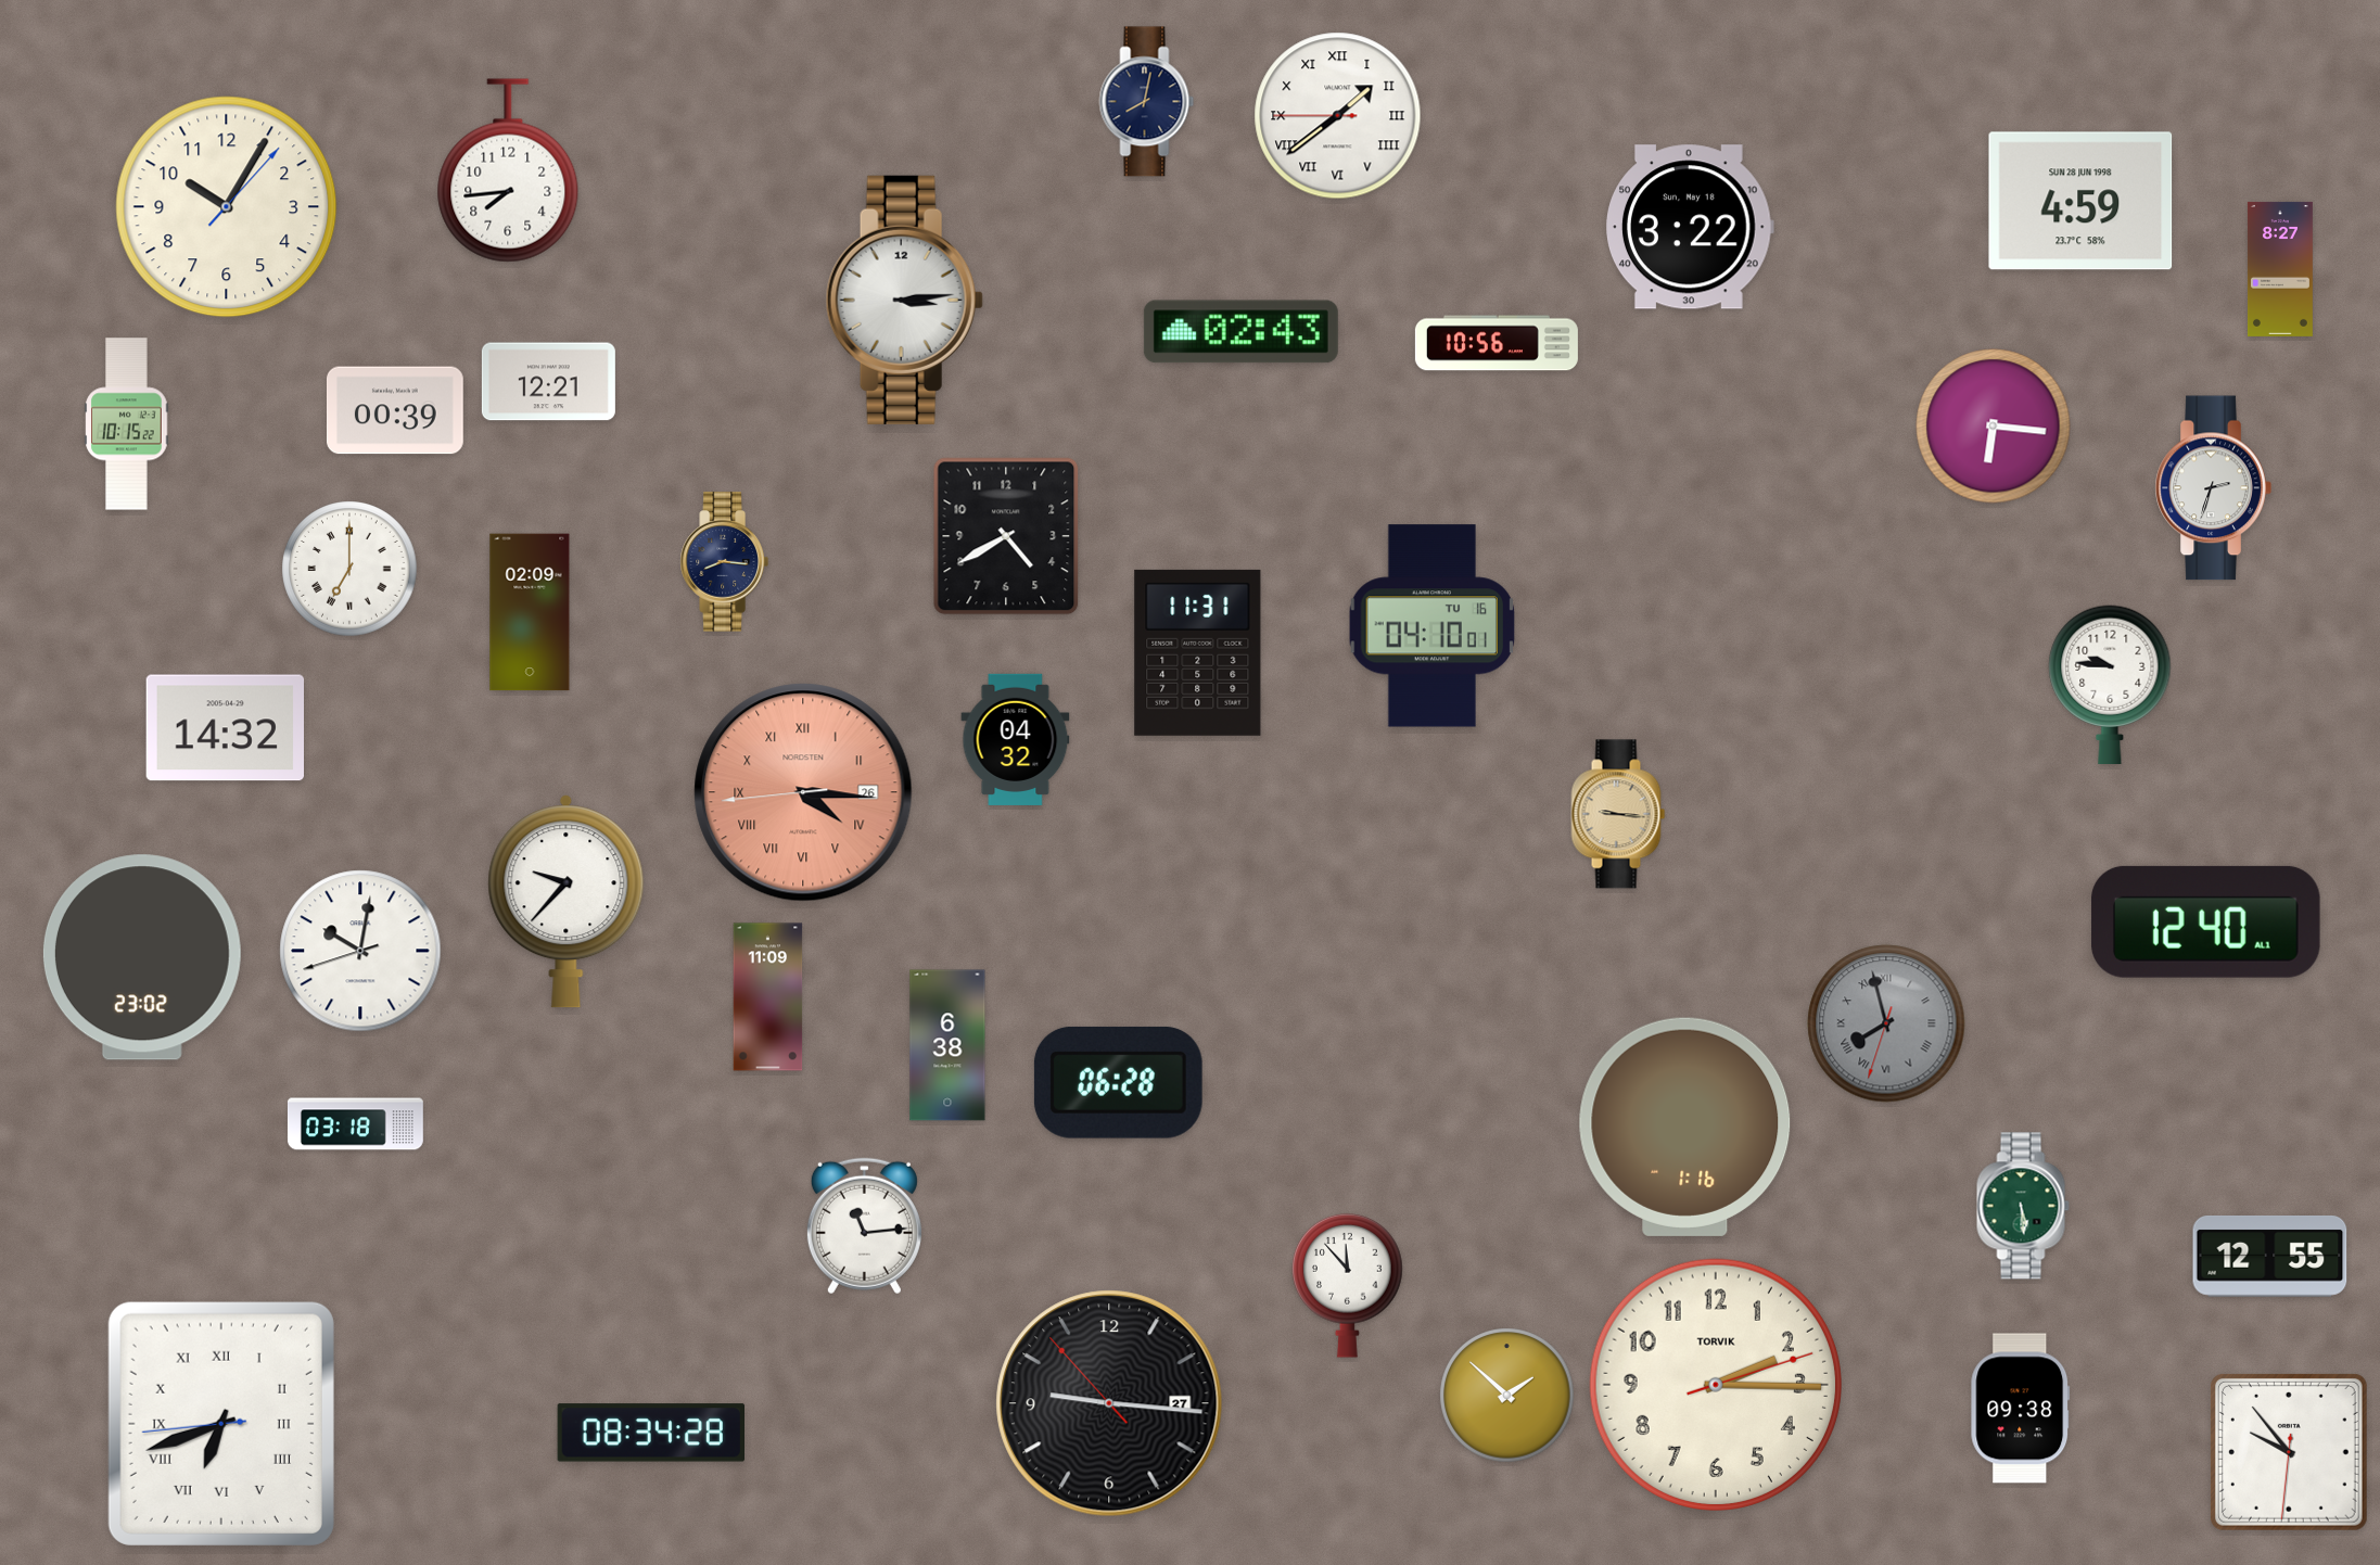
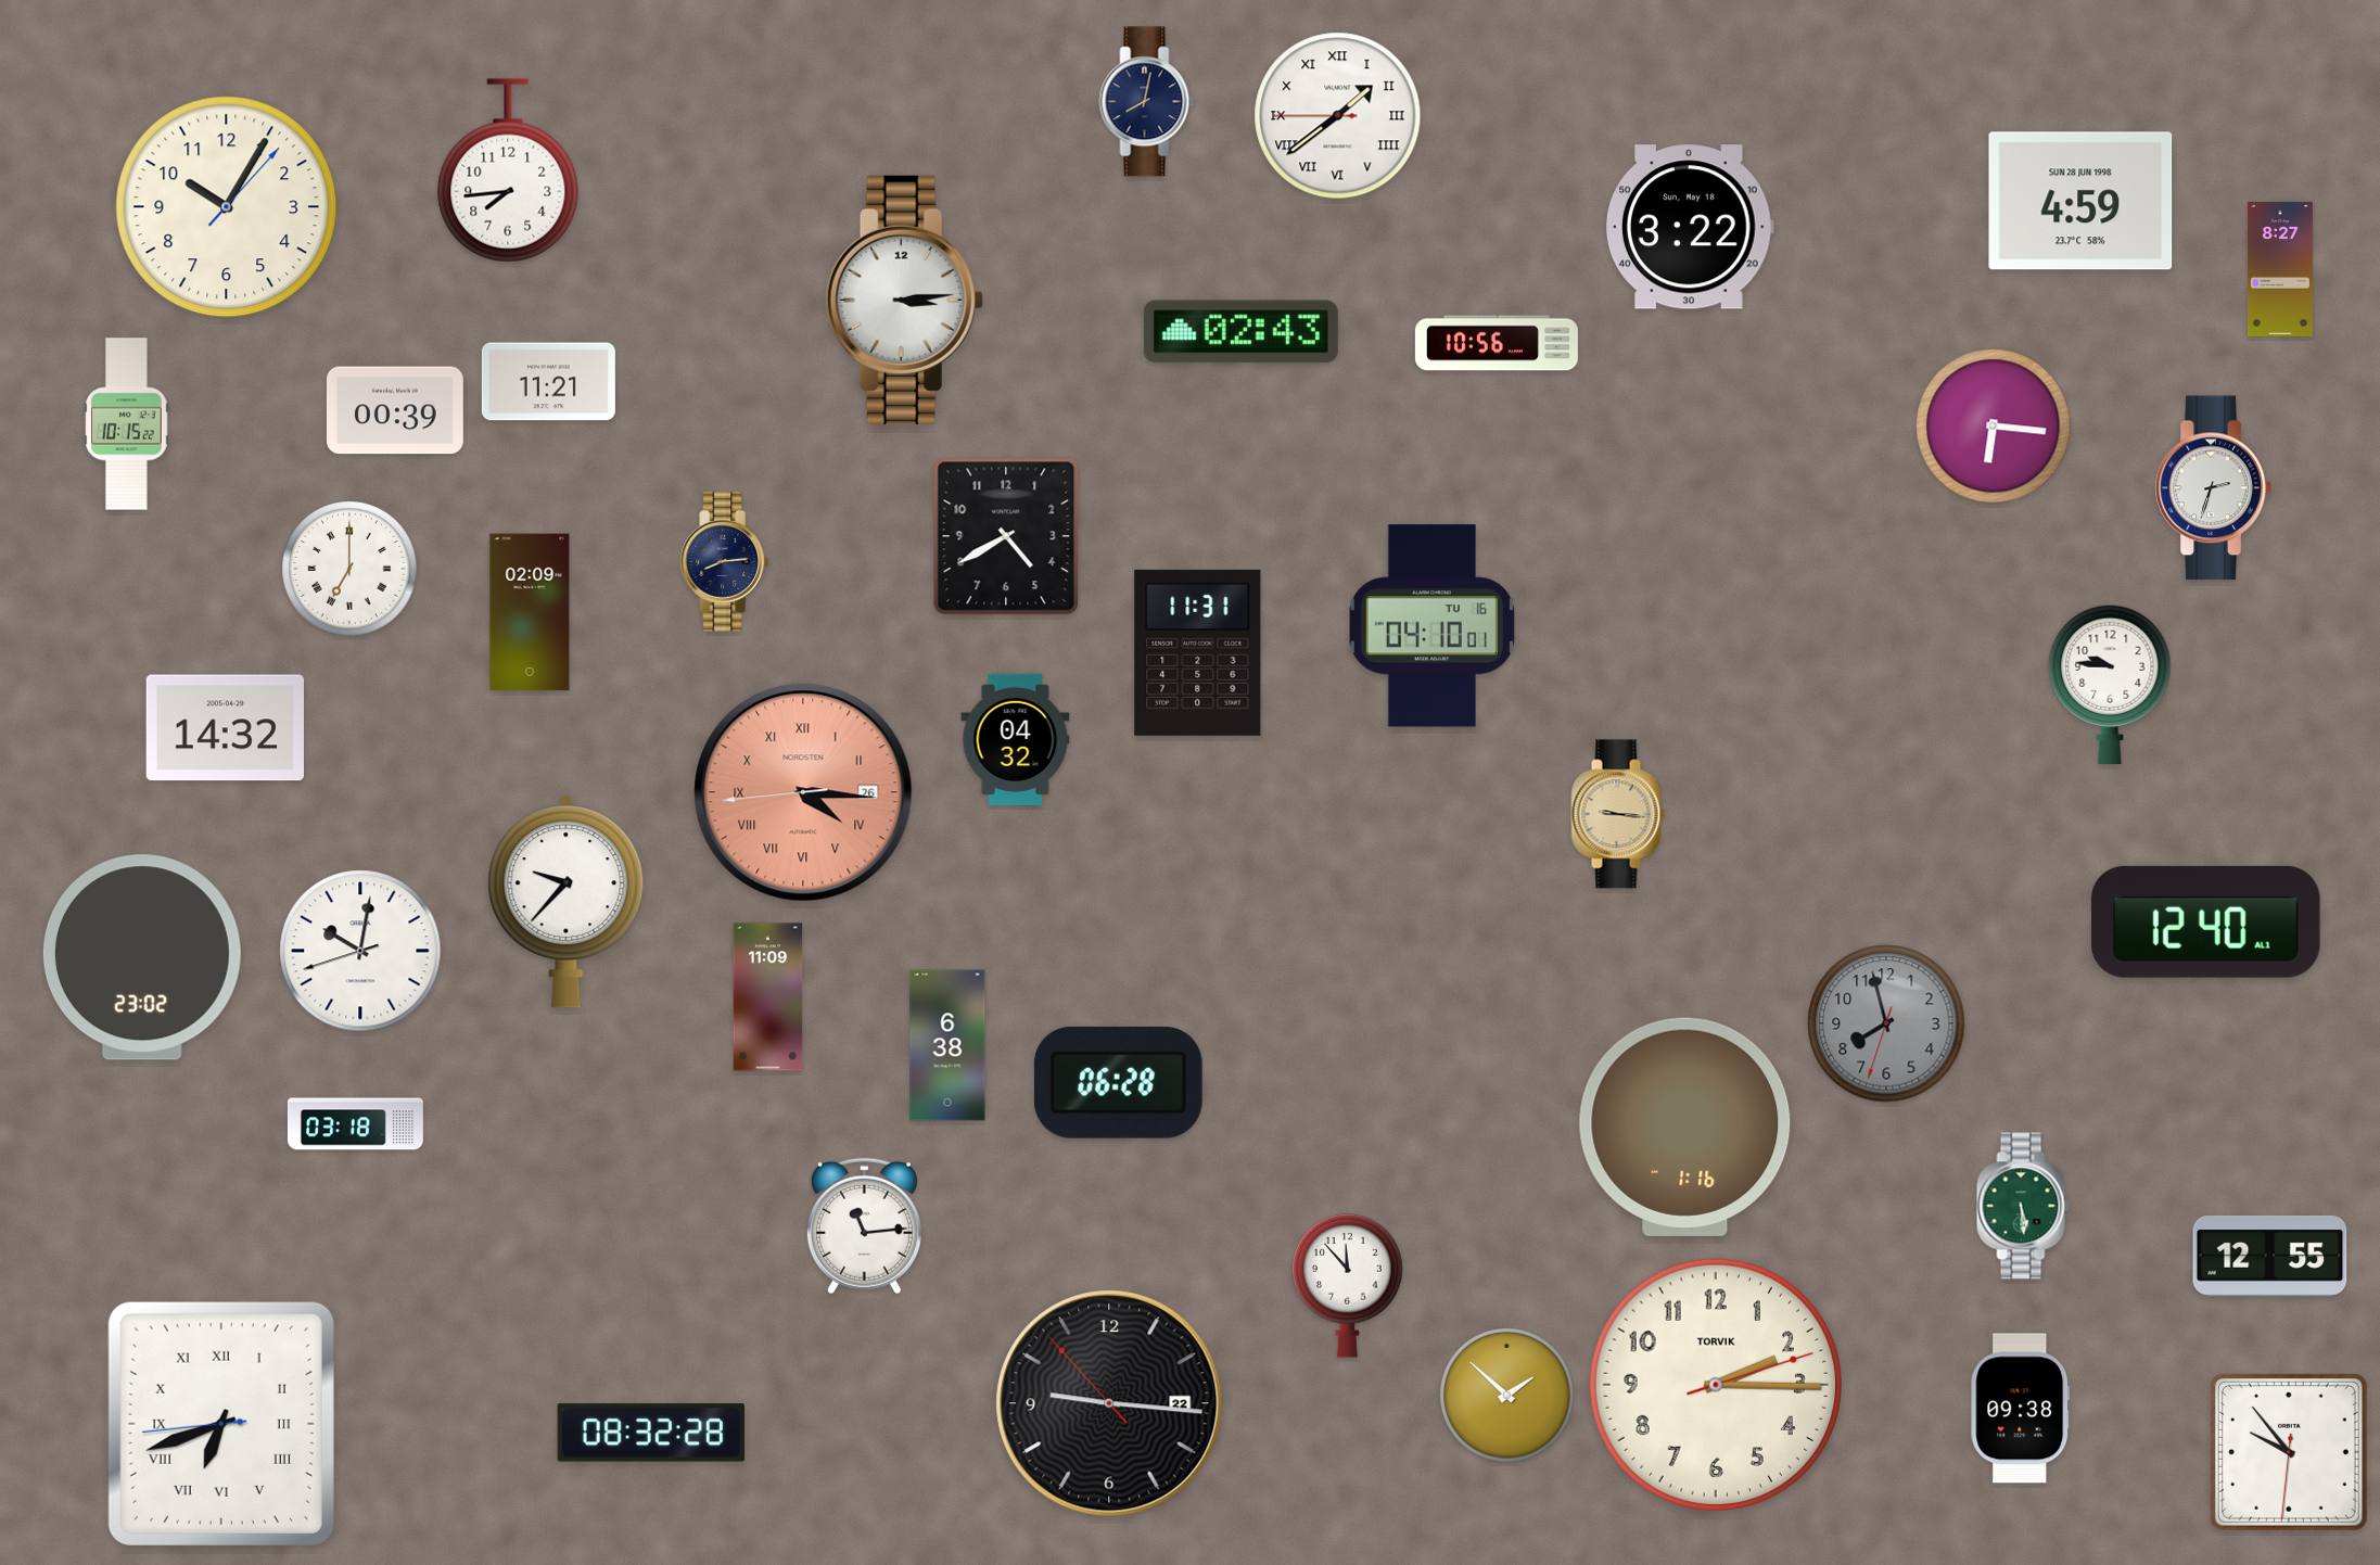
clock at (548, 382): 12:21 -> 11:21
clock at (724, 562): 8:16 -> 8:14
clock at (1886, 1023) numerals: Roman -> Arabic
clock at (1109, 1403) date: 27 -> 22
clock at (650, 1433): 08:34 -> 08:32
